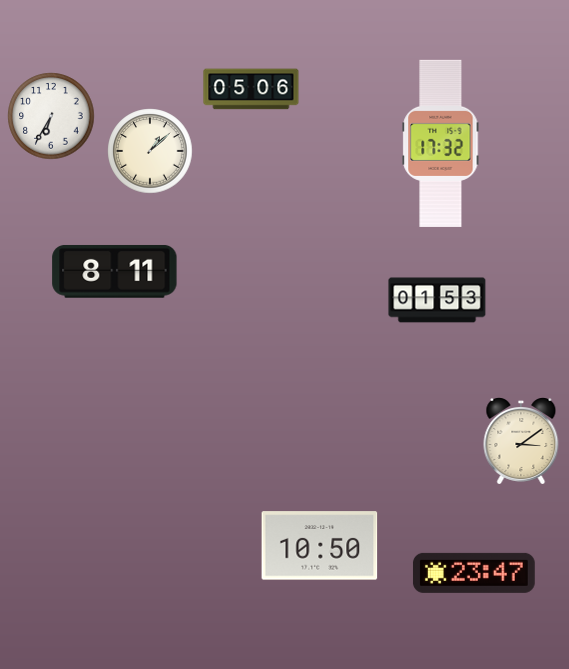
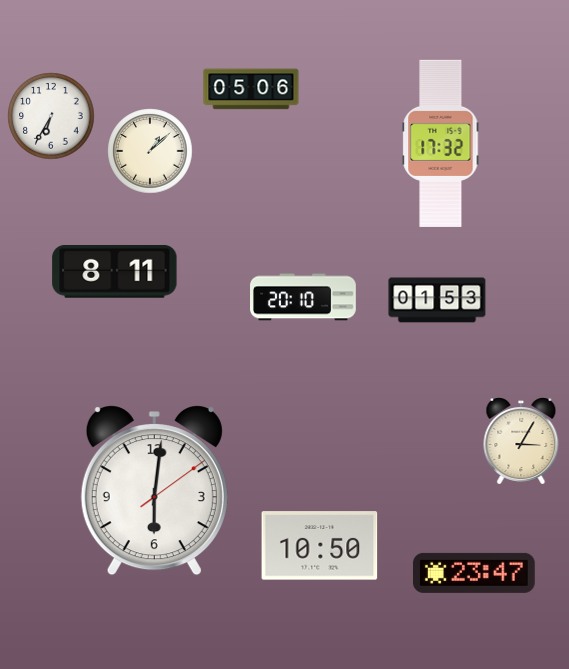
clock at (303, 297): none -> 20:10
clock at (521, 442): 3:09 -> 3:05
clock at (154, 491): none -> 6:01
